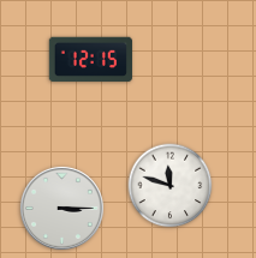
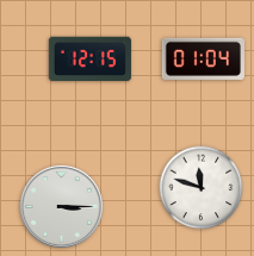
clock at (203, 58): none -> 01:04
clock at (171, 186) position: (171, 186) -> (202, 188)
